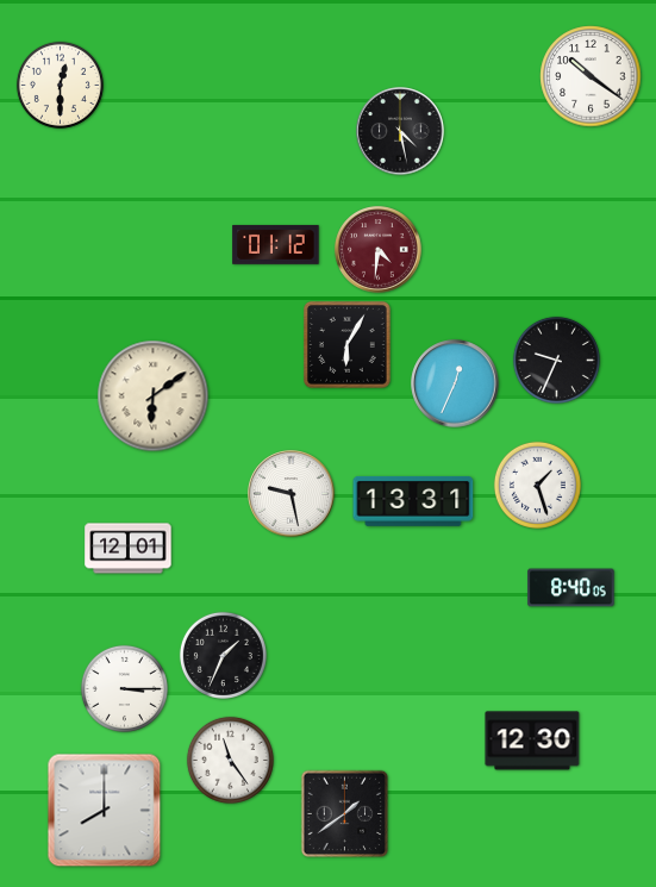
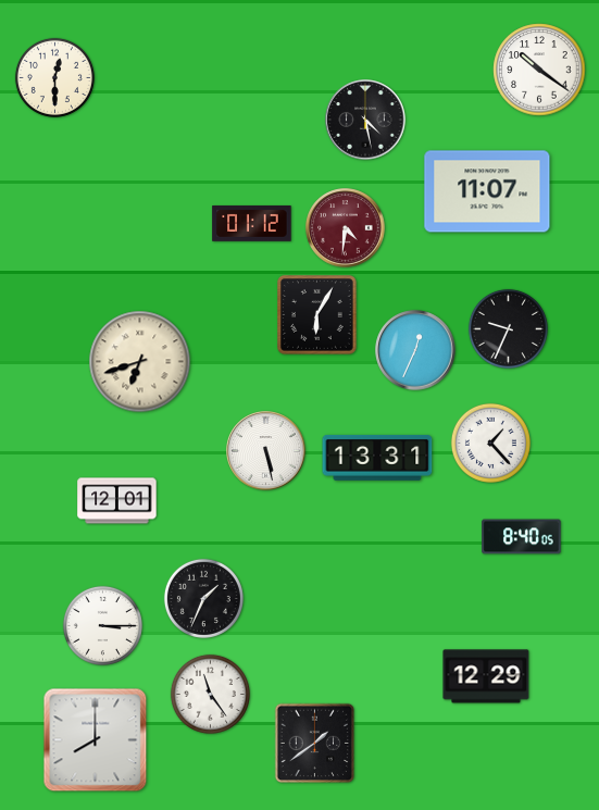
clock at (487, 191): none -> 11:07
clock at (154, 396): 6:09 -> 6:42
clock at (537, 485): 1:27 -> 1:23
clock at (292, 494): 9:28 -> 5:28
clock at (124, 688) position: (124, 688) -> (102, 625)
clock at (532, 741): 12:30 -> 12:29
